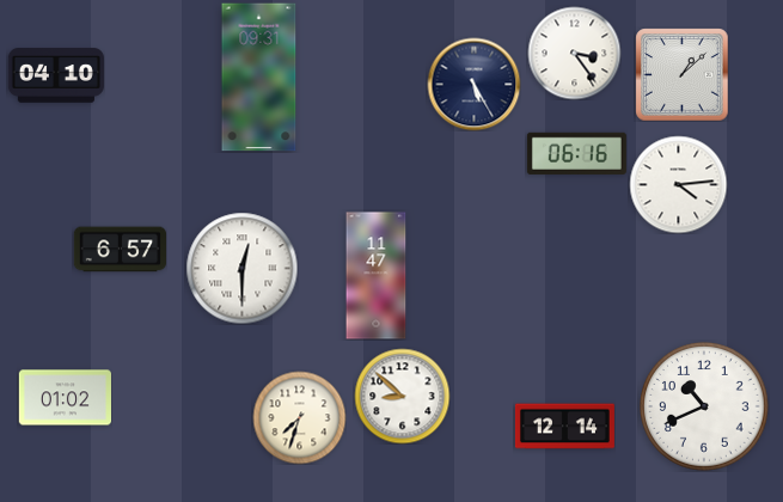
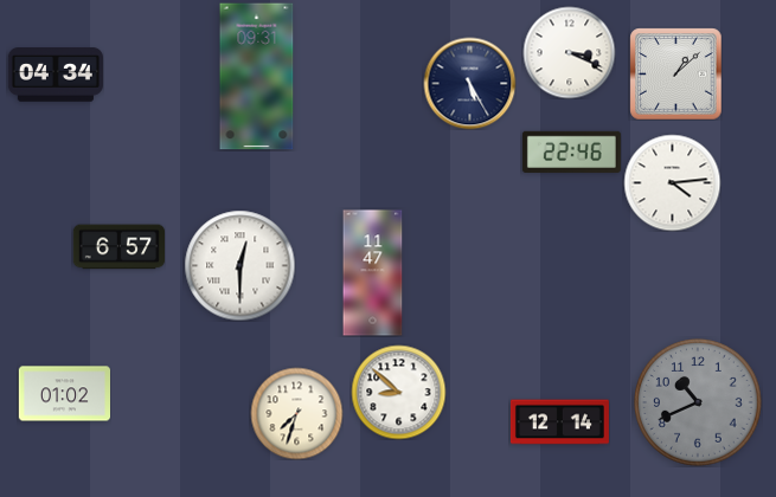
clock at (574, 53): 3:24 -> 3:19
clock at (56, 75): 04:10 -> 04:34
clock at (576, 153): 06:16 -> 22:46
clock at (705, 408) dial: white -> grey
